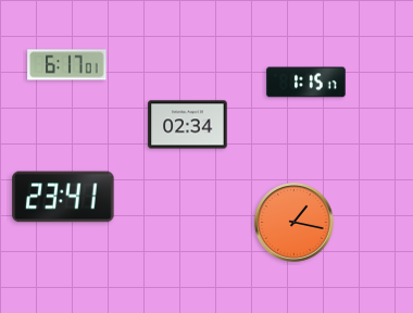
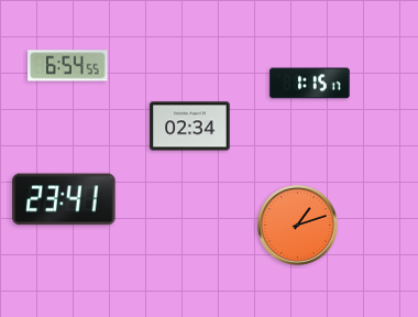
clock at (67, 65): 6:17 -> 6:54
clock at (295, 223): 1:17 -> 1:12
